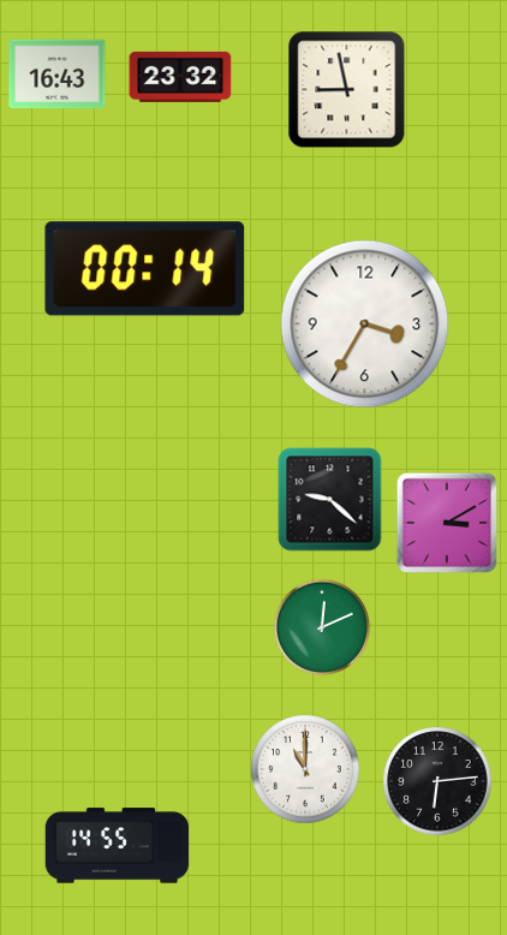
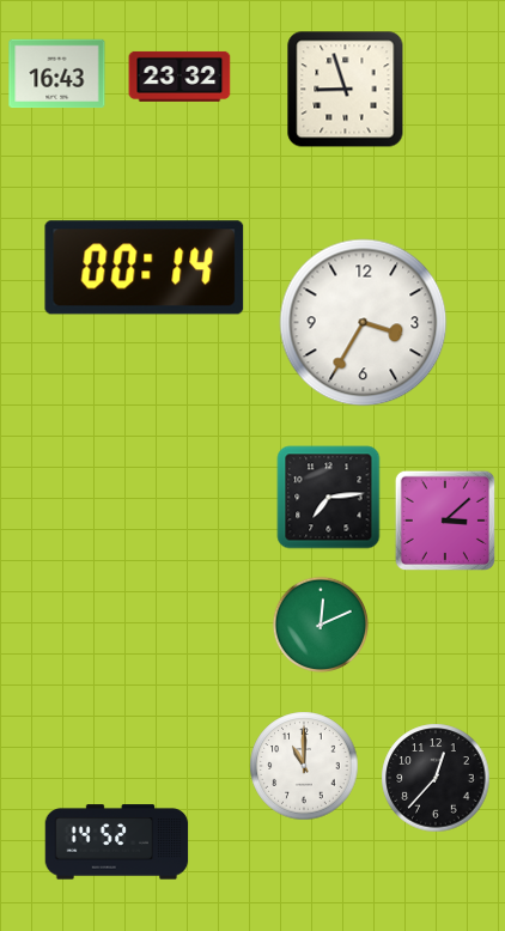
clock at (347, 90): 8:58 -> 8:57
clock at (330, 500): 9:22 -> 7:14
clock at (447, 523): 3:10 -> 3:08
clock at (437, 781): 6:14 -> 12:37
clock at (118, 846): 14:55 -> 14:52
